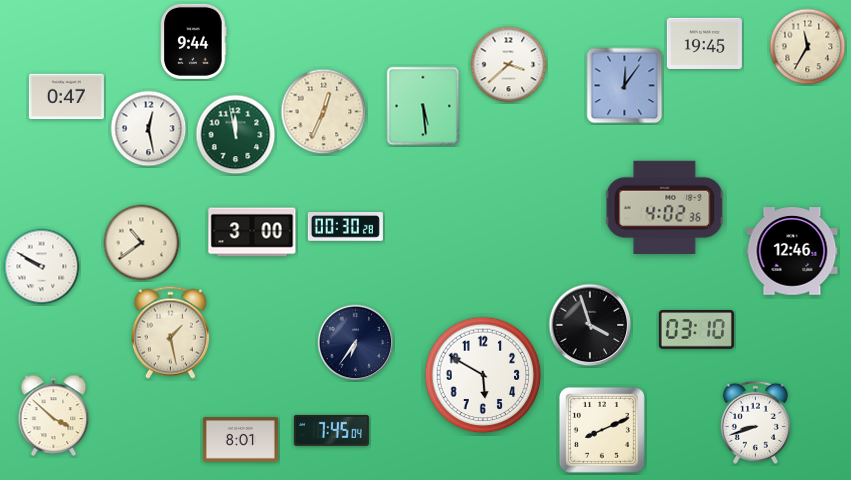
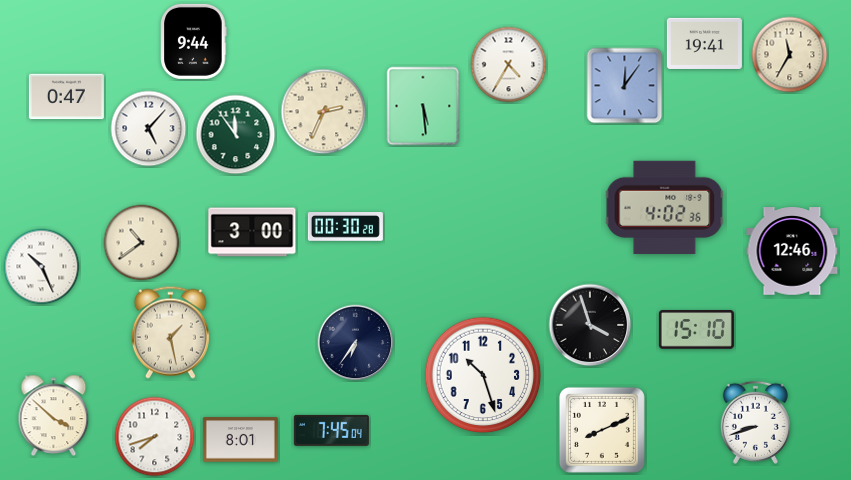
clock at (704, 43): 19:45 -> 19:41
clock at (808, 47) position: (808, 47) -> (790, 55)
clock at (509, 65): 3:38 -> 4:35
clock at (324, 112): 12:34 -> 2:34
clock at (149, 129): 12:28 -> 5:07
clock at (236, 135): 11:58 -> 11:54
clock at (42, 267): 9:50 -> 10:26
clock at (696, 330): 03:10 -> 15:10
clock at (483, 375): 5:50 -> 10:27
clock at (155, 437): none -> 7:42
